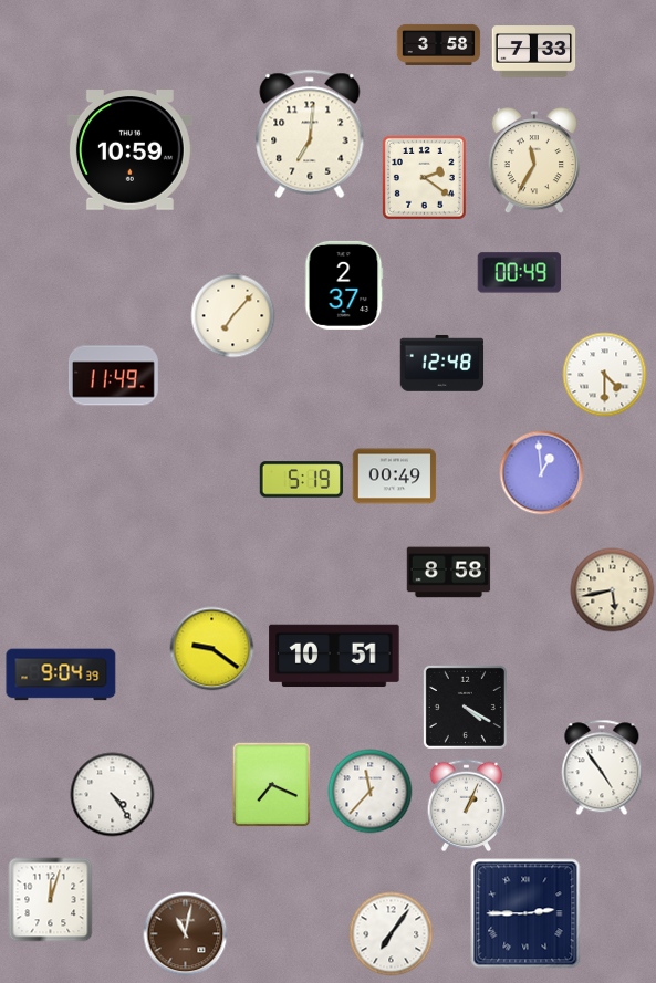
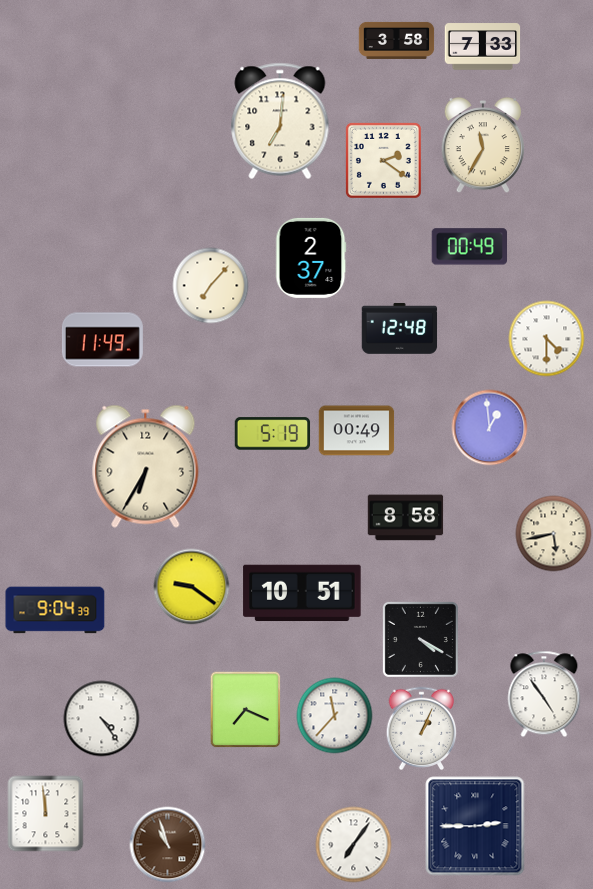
clock at (129, 150): 10:59 -> none
clock at (146, 466): none -> 6:35
clock at (51, 900): 12:03 -> 11:59
clock at (186, 934): 11:02 -> 10:57
